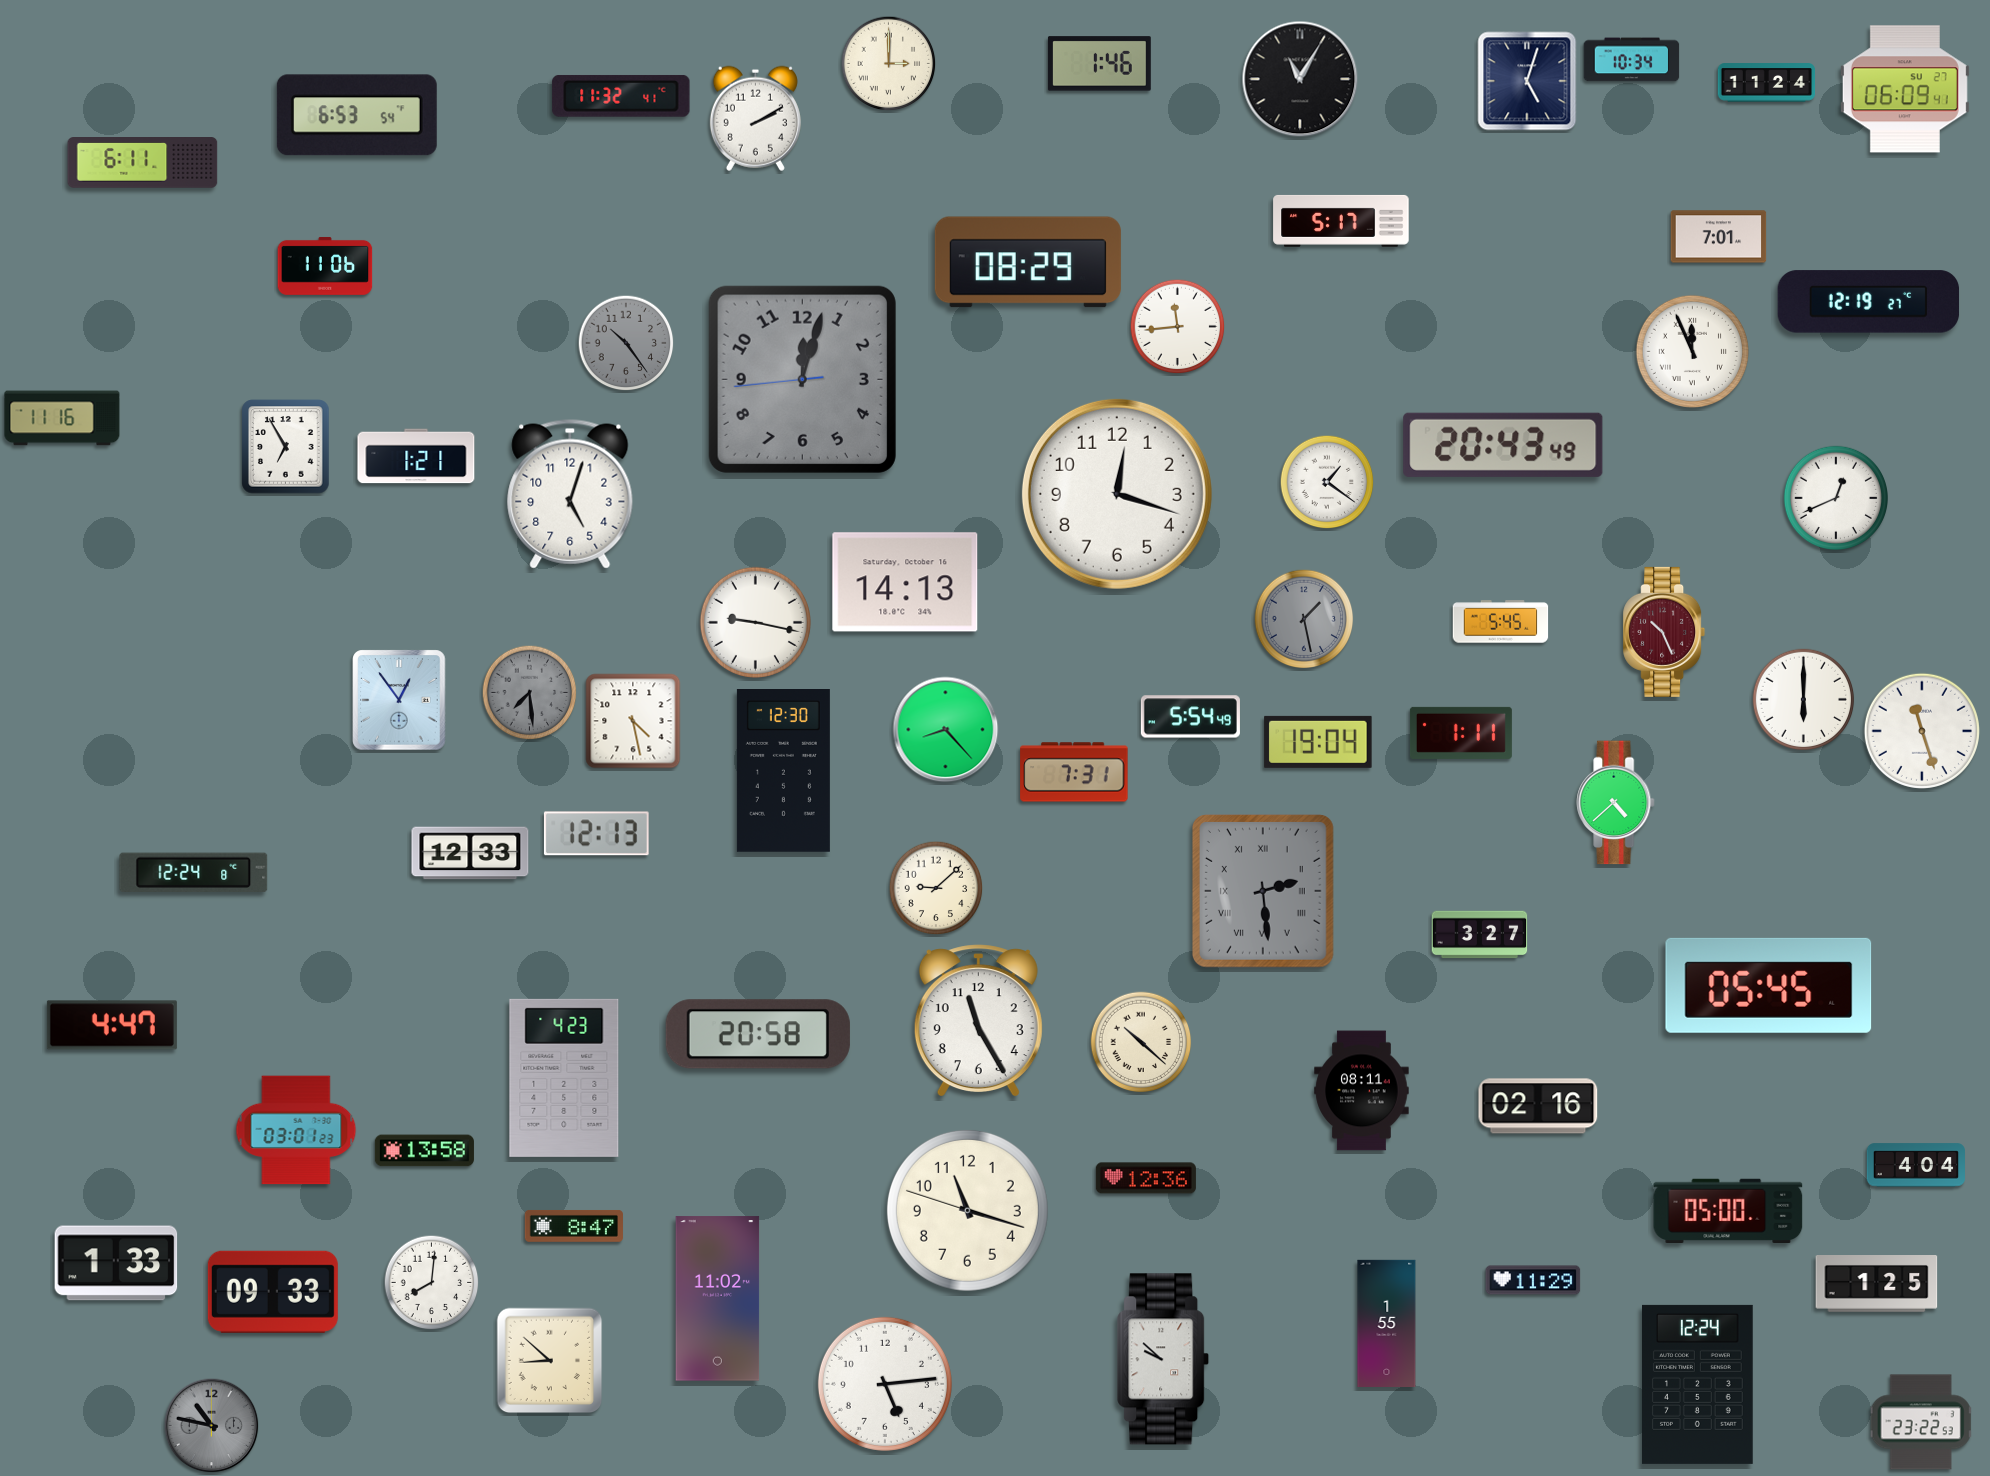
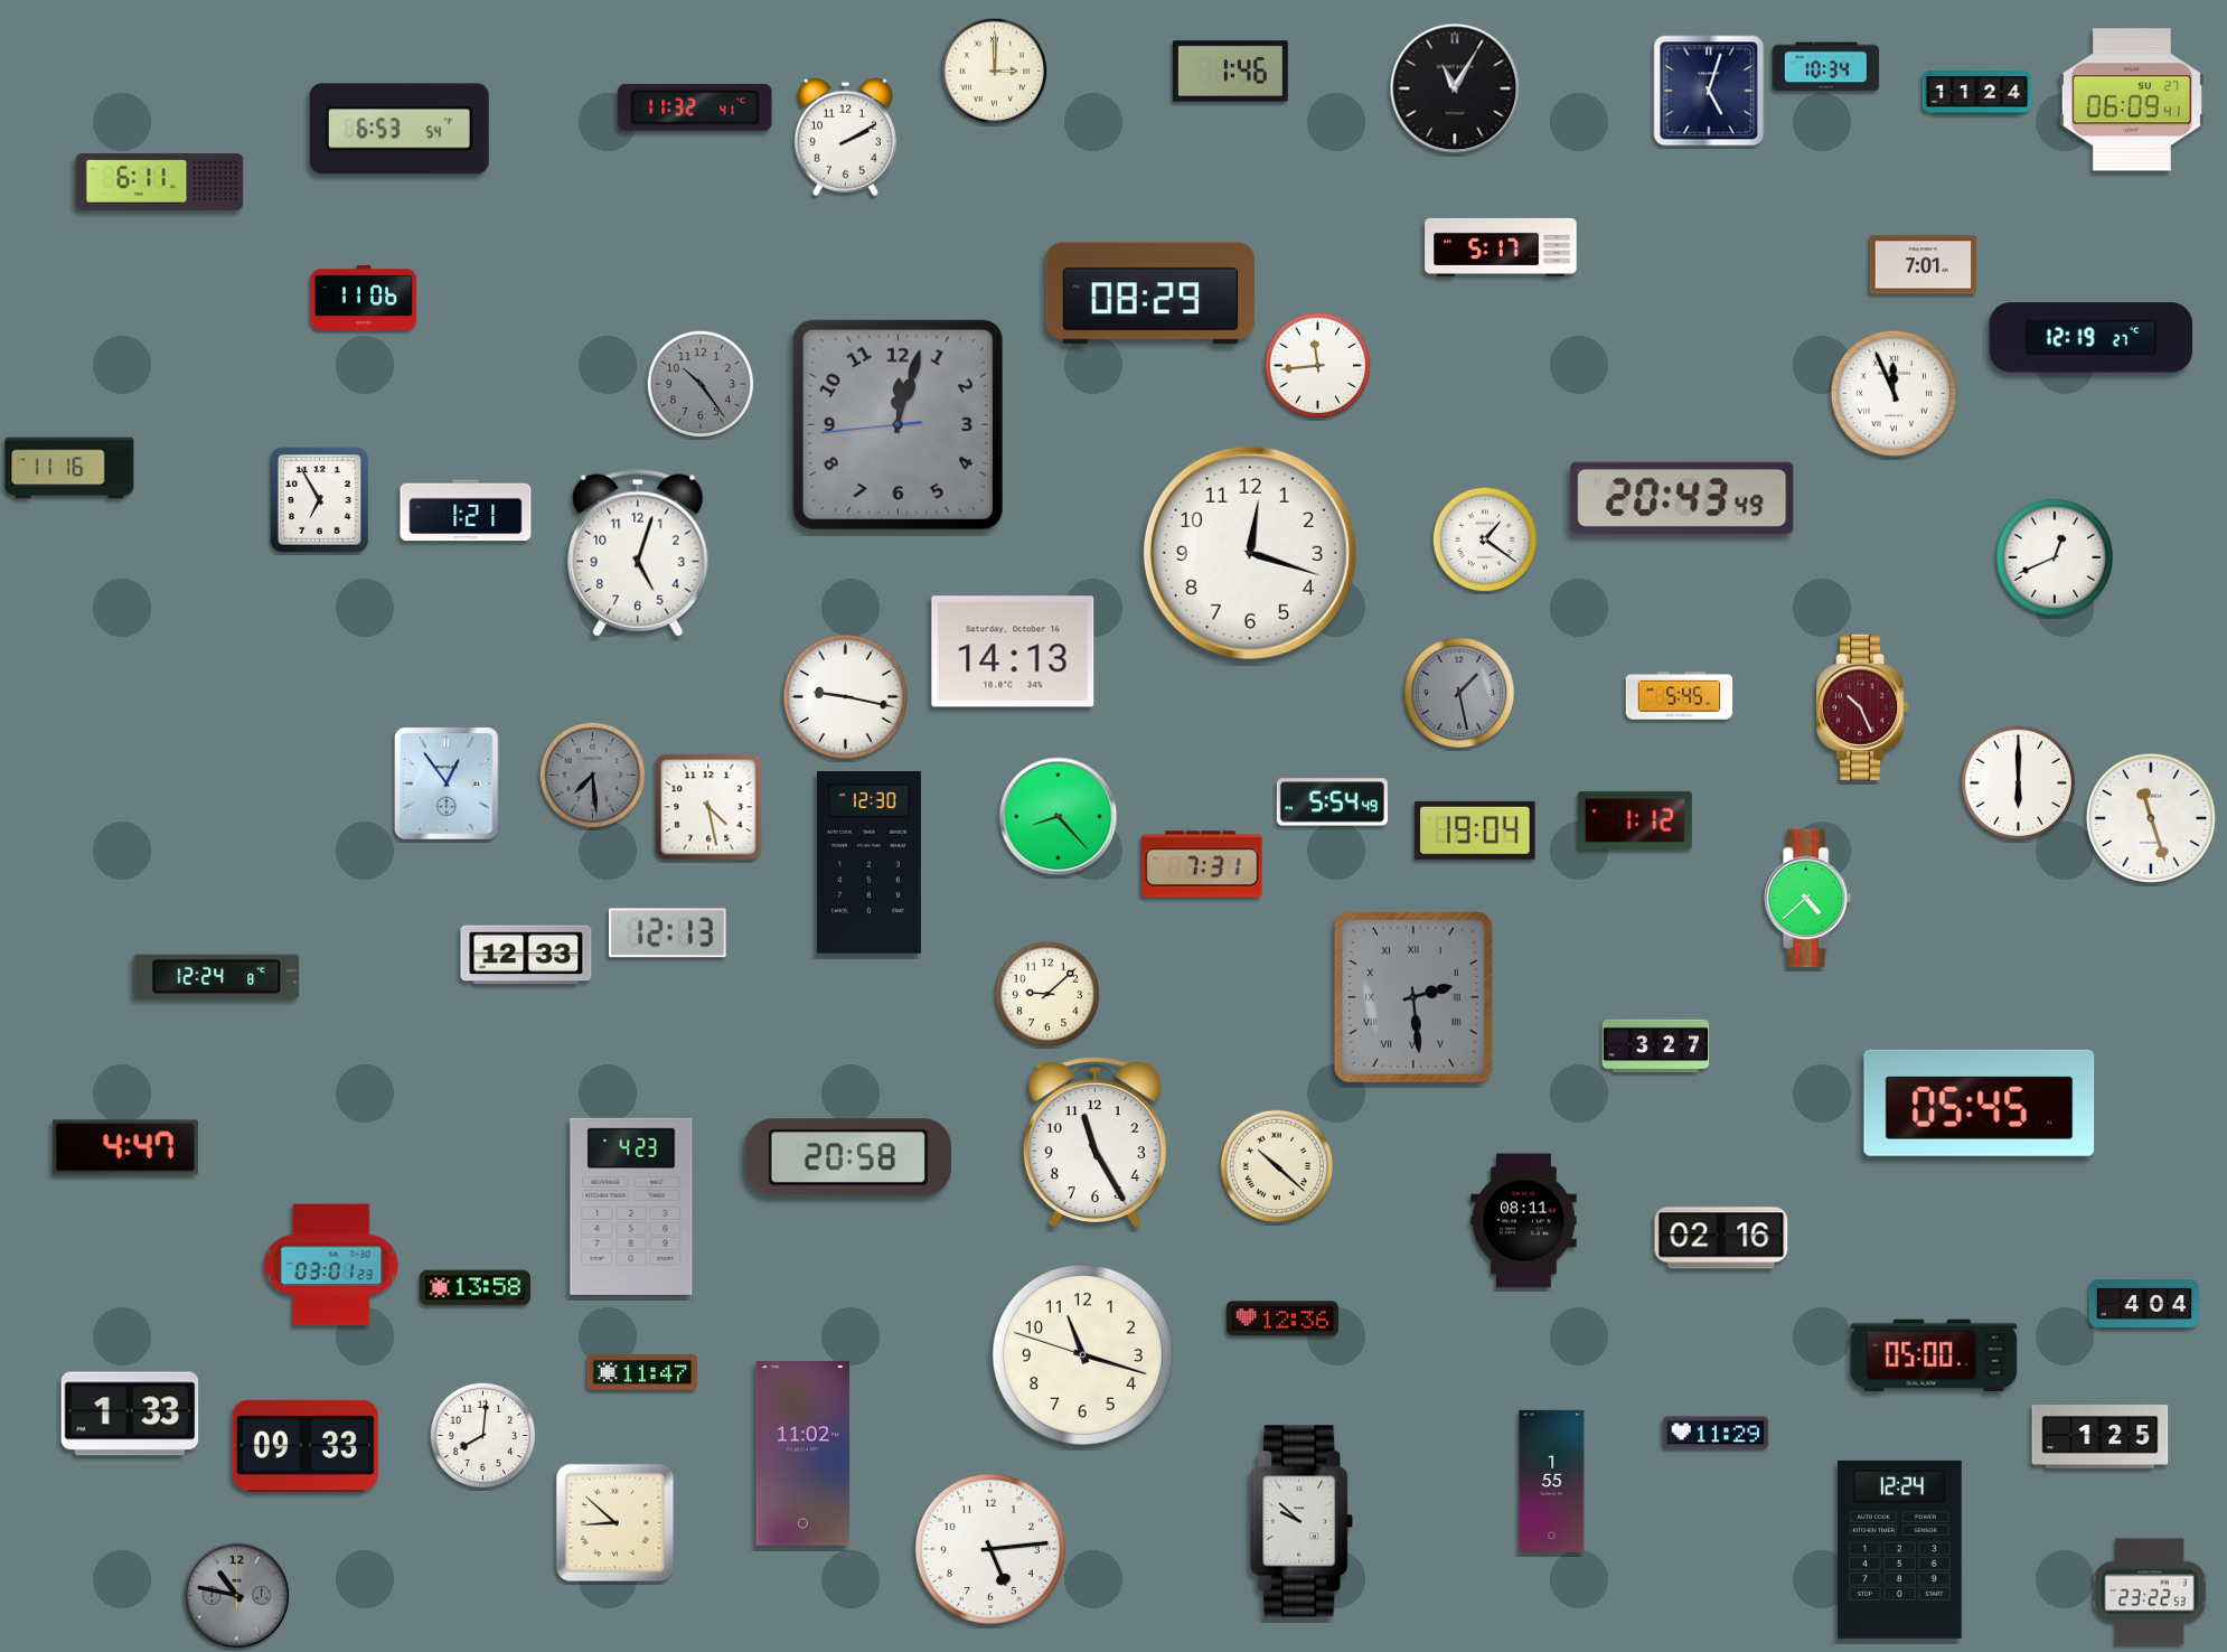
clock at (755, 118) position: (755, 118) -> (845, 137)
clock at (1461, 733): 1:11 -> 1:12
clock at (783, 771) position: (783, 771) -> (868, 863)
clock at (574, 1226): 8:47 -> 11:47
